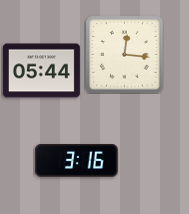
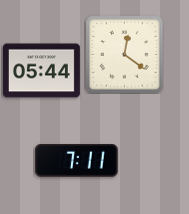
clock at (124, 54): 12:16 -> 12:21
clock at (77, 161): 3:16 -> 7:11
